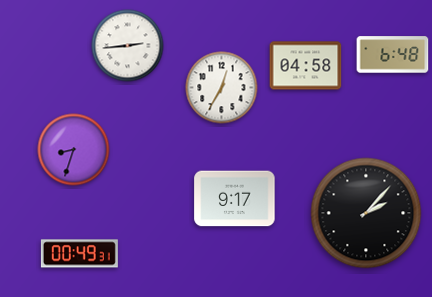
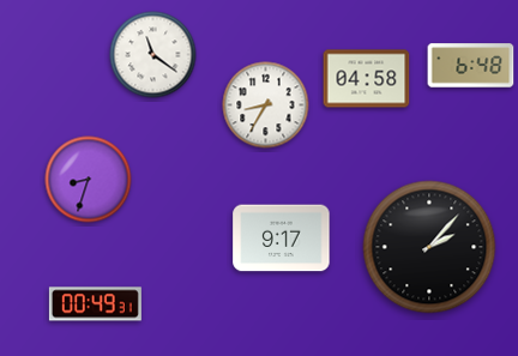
clock at (128, 46): 2:44 -> 11:21
clock at (222, 88): 12:35 -> 8:35
clock at (366, 213) position: (366, 213) -> (429, 247)
